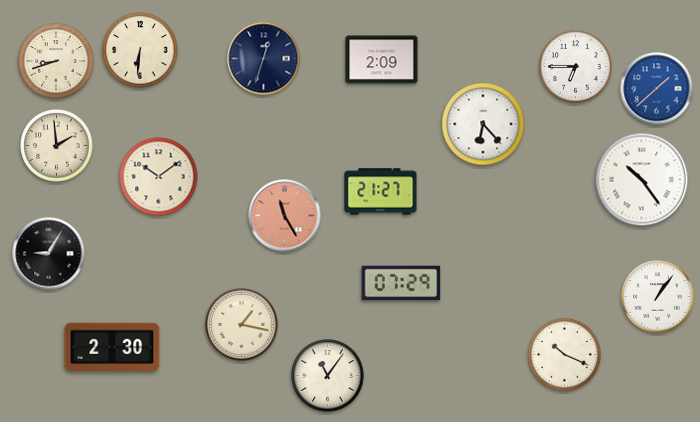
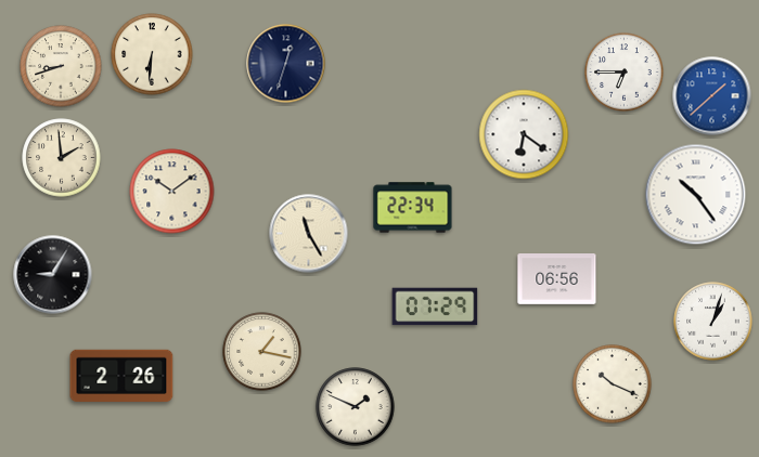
clock at (382, 60): 2:09 -> none
clock at (483, 124): 6:23 -> 6:21
clock at (381, 192): 21:27 -> 22:34
clock at (285, 216) dial: salmon -> cream
clock at (557, 279): none -> 06:56
clock at (658, 297): 1:06 -> 1:03
clock at (112, 347): 2:30 -> 2:26
clock at (328, 376): 11:06 -> 1:49
